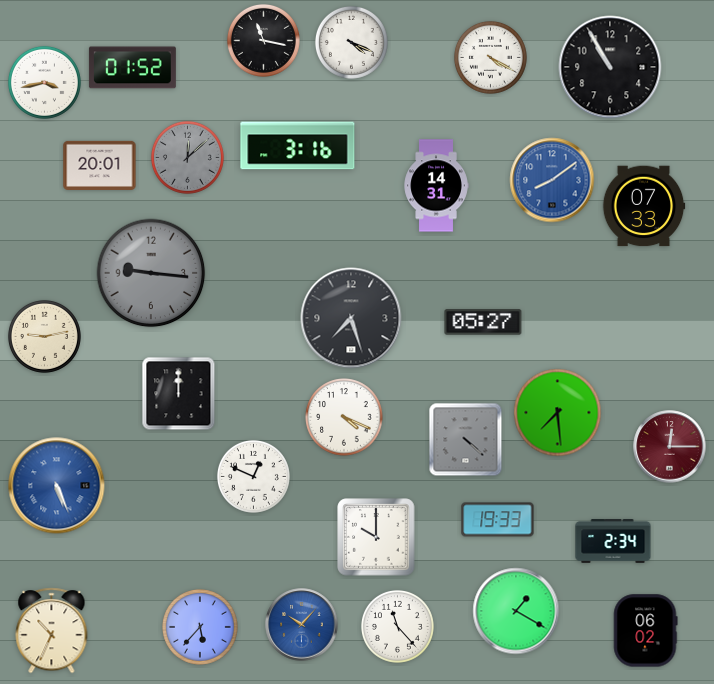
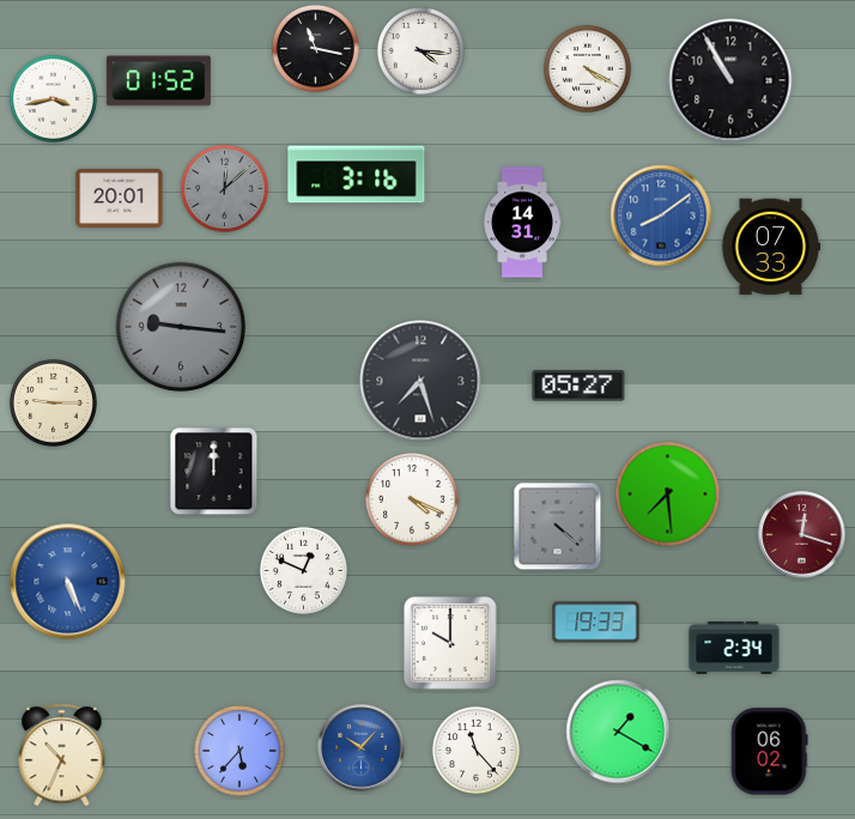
clock at (351, 42): 4:19 -> 4:16
clock at (44, 336): 9:13 -> 9:15
clock at (670, 447): 12:15 -> 12:18
clock at (646, 631) position: (646, 631) -> (770, 752)
